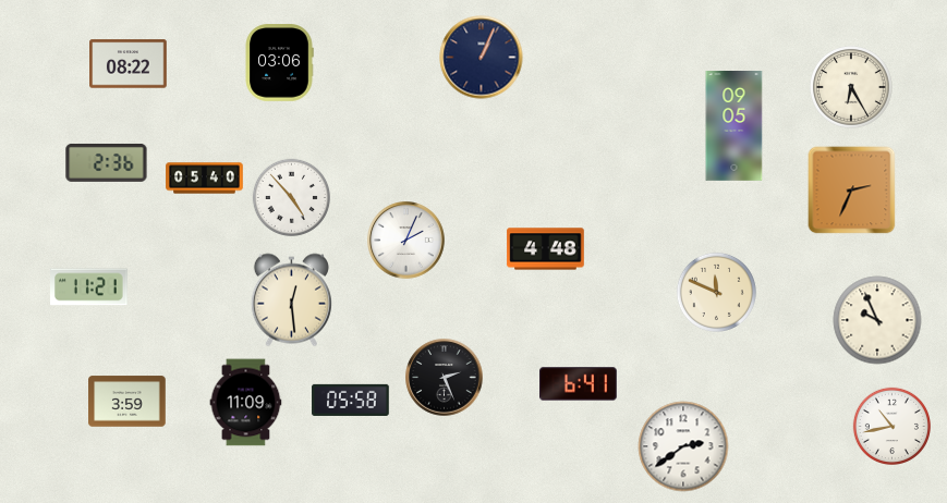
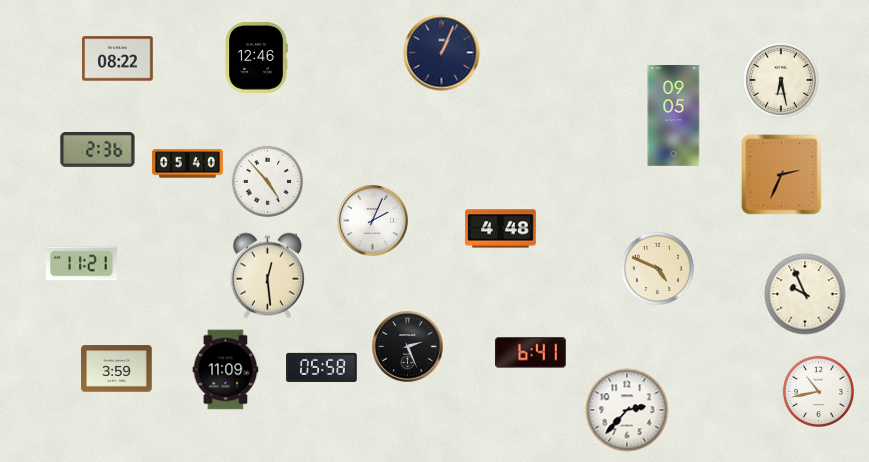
clock at (279, 63): 03:06 -> 12:46
clock at (852, 88): 6:25 -> 6:28
clock at (716, 292): 11:49 -> 4:49
clock at (683, 446): 2:39 -> 2:37
